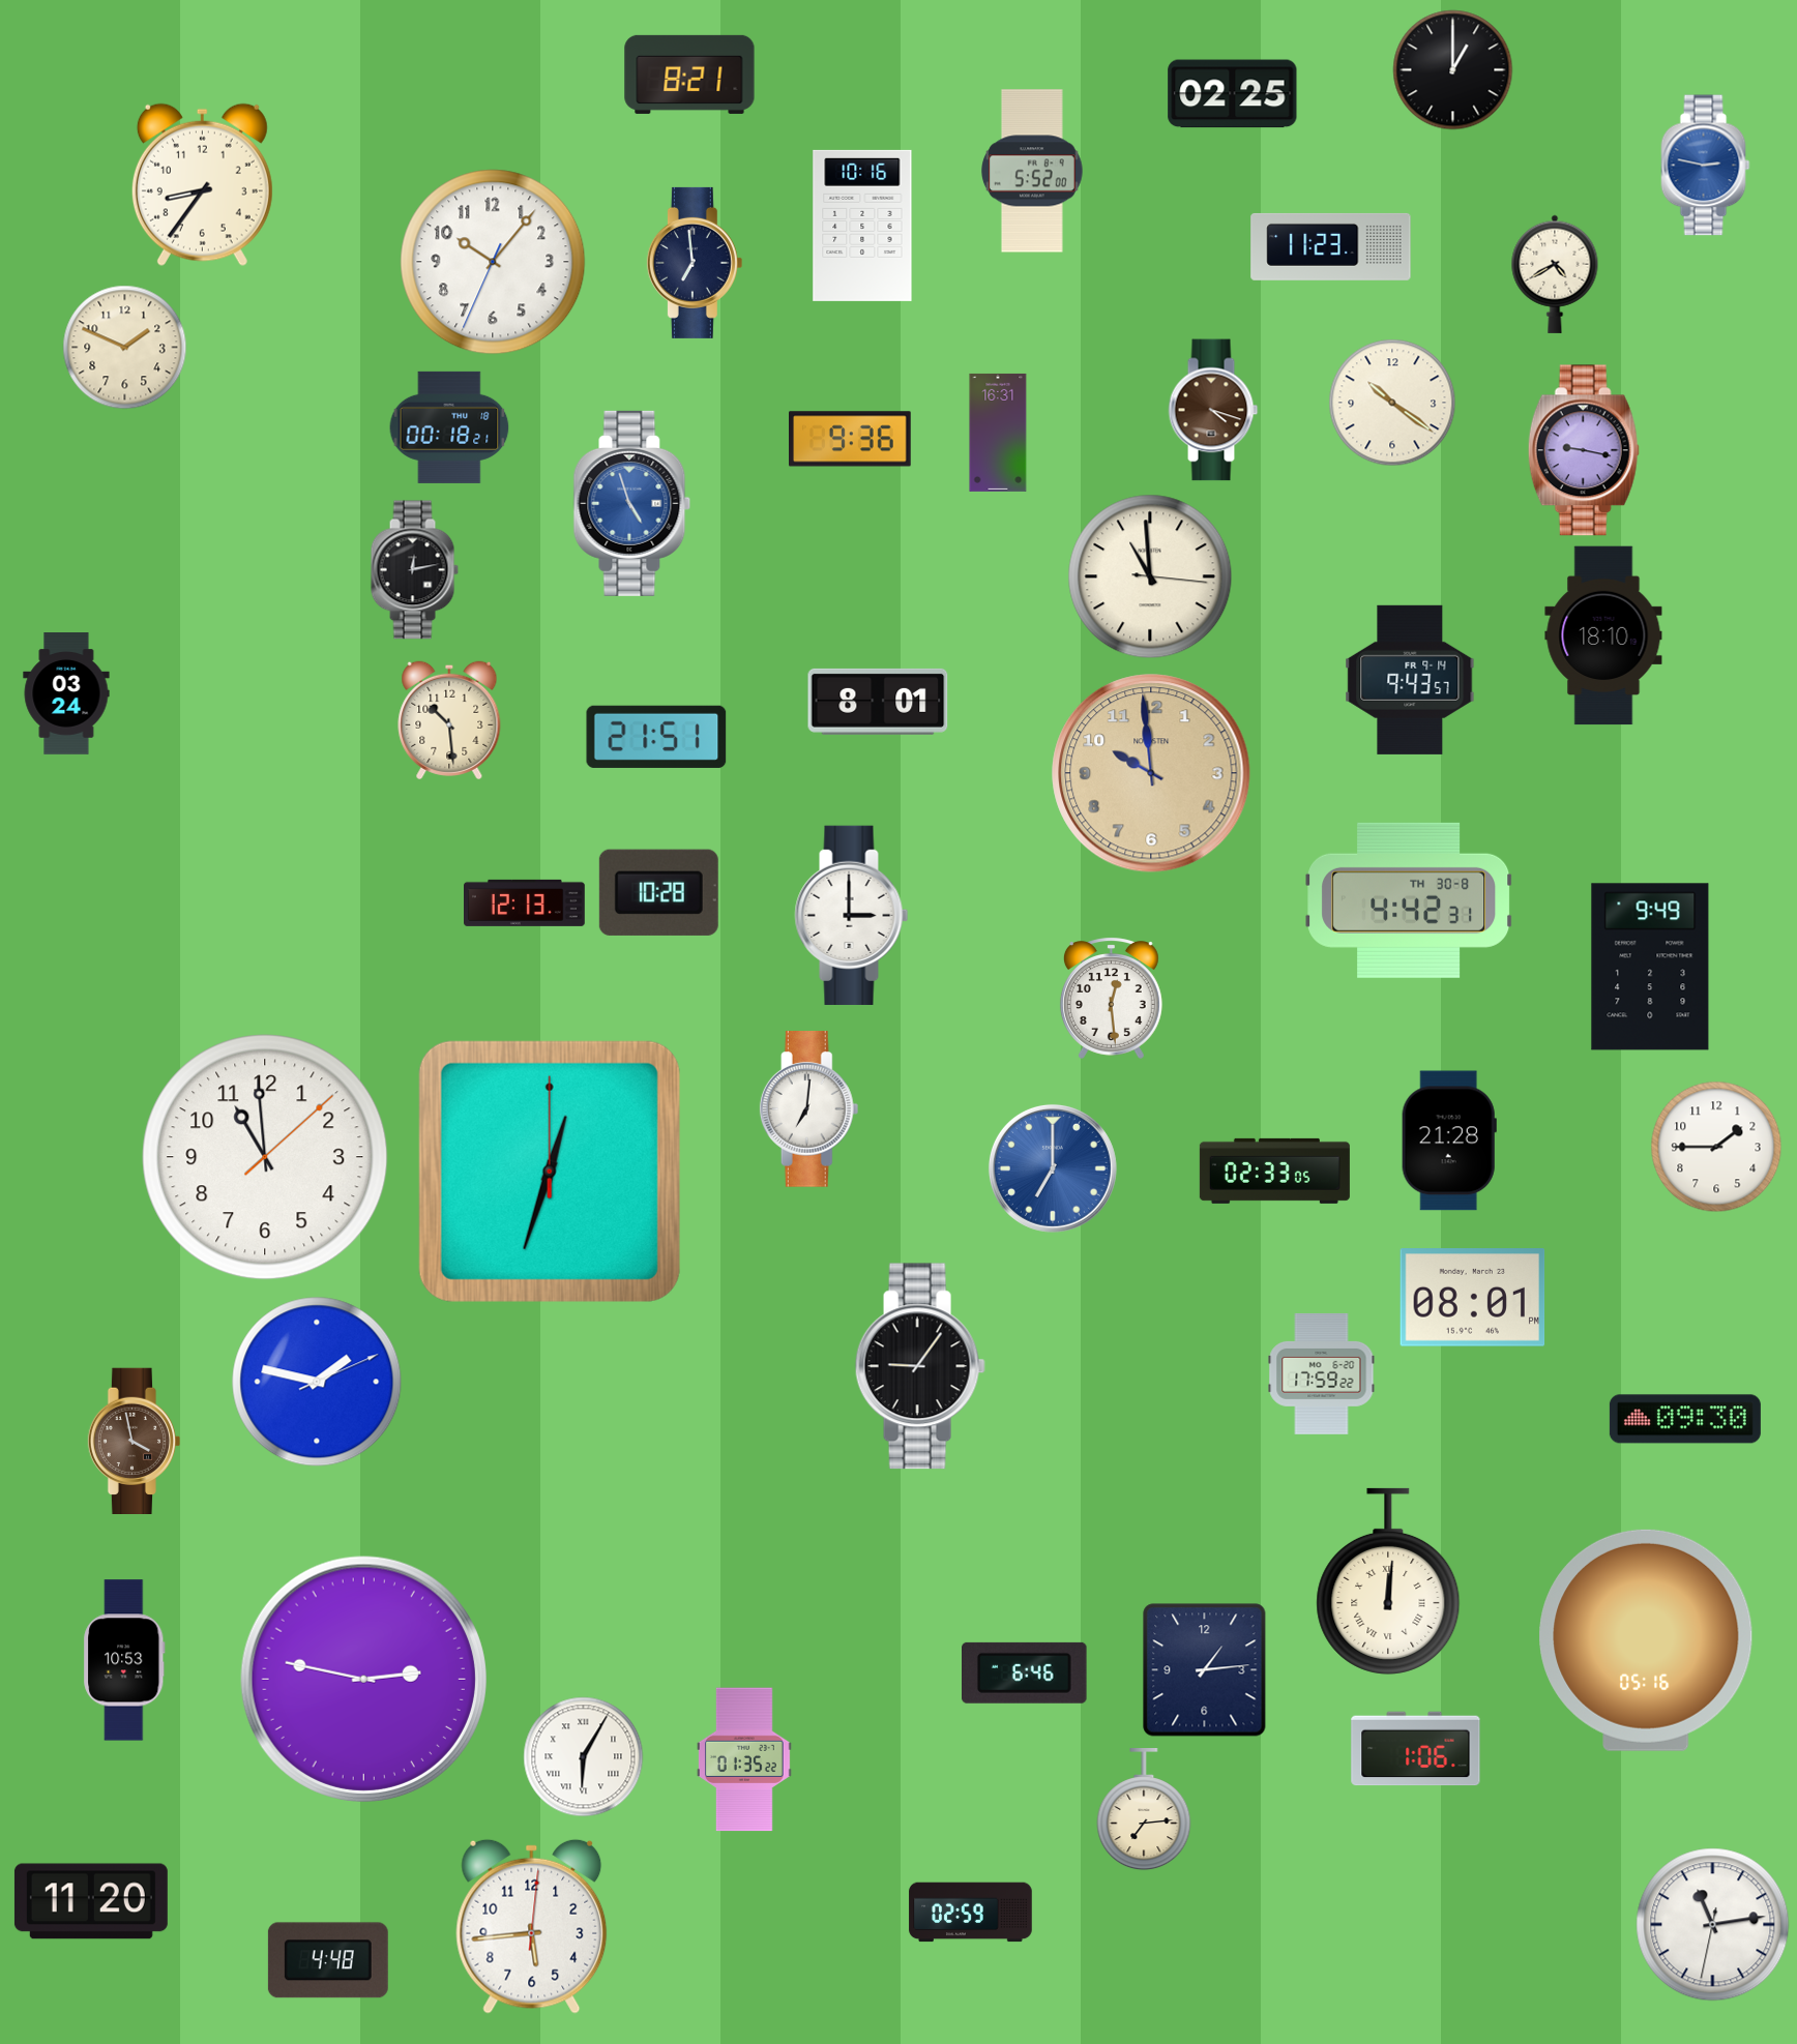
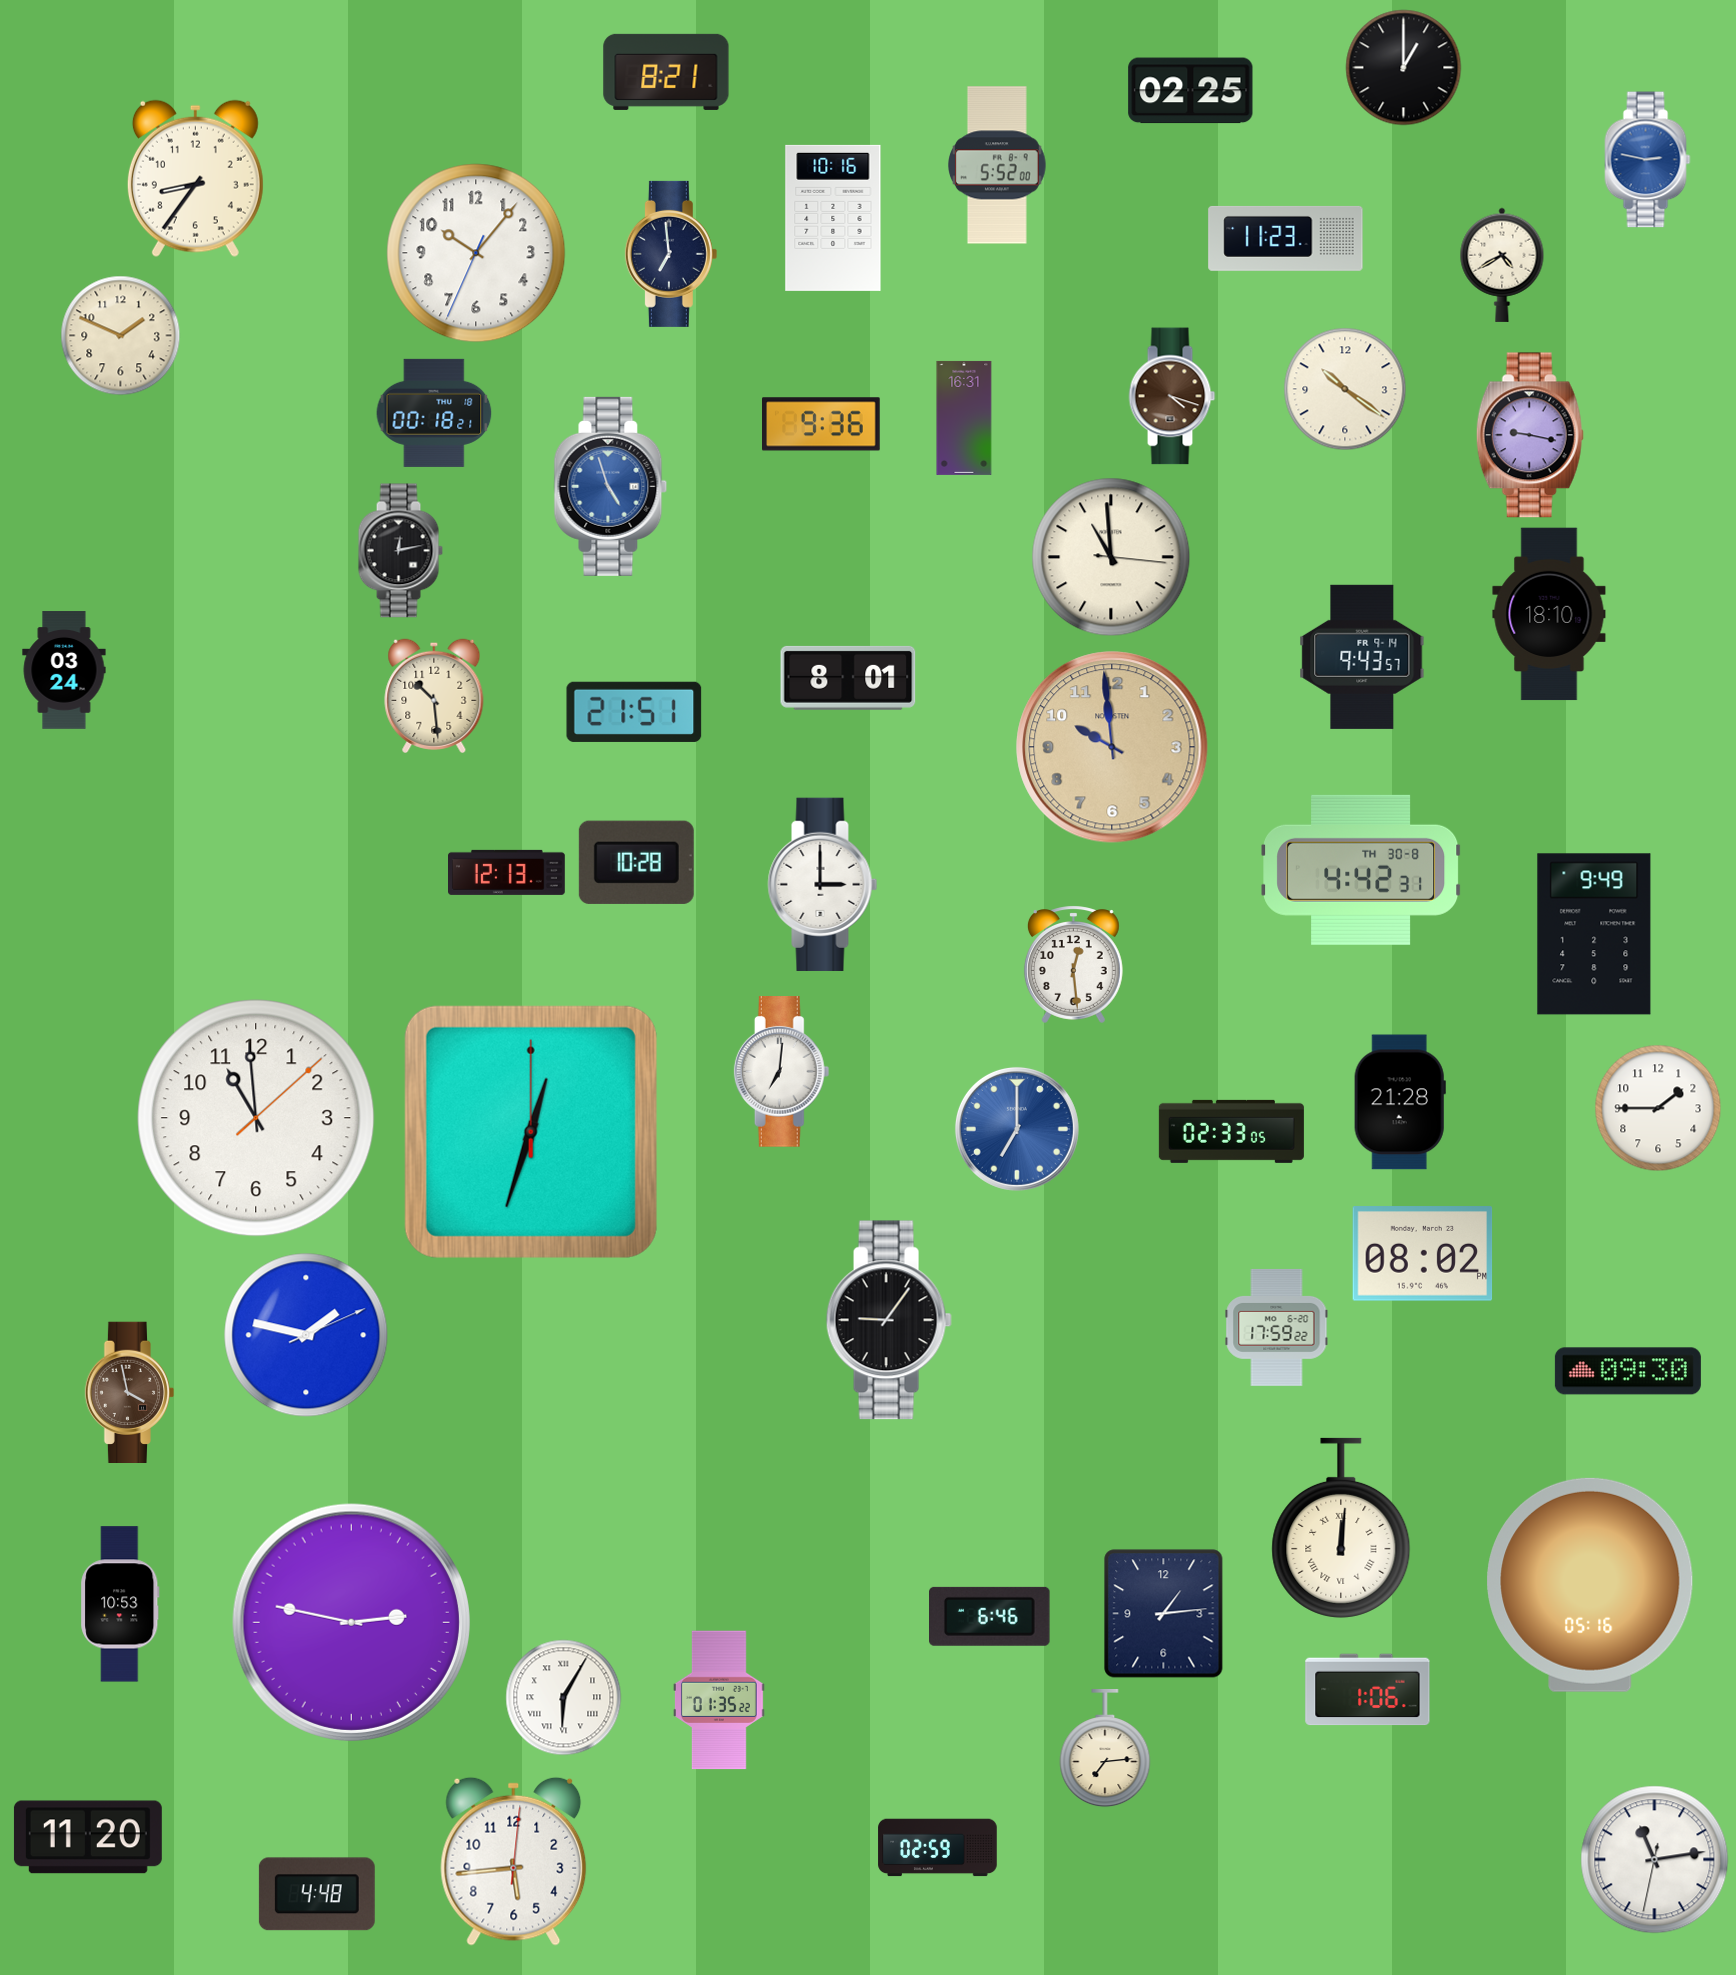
clock at (1473, 1298): 08:01 -> 08:02
